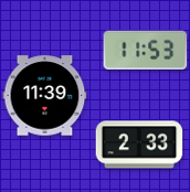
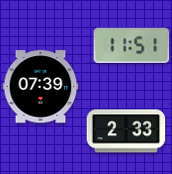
clock at (146, 51): 11:53 -> 11:51
clock at (45, 96): 11:39 -> 07:39
